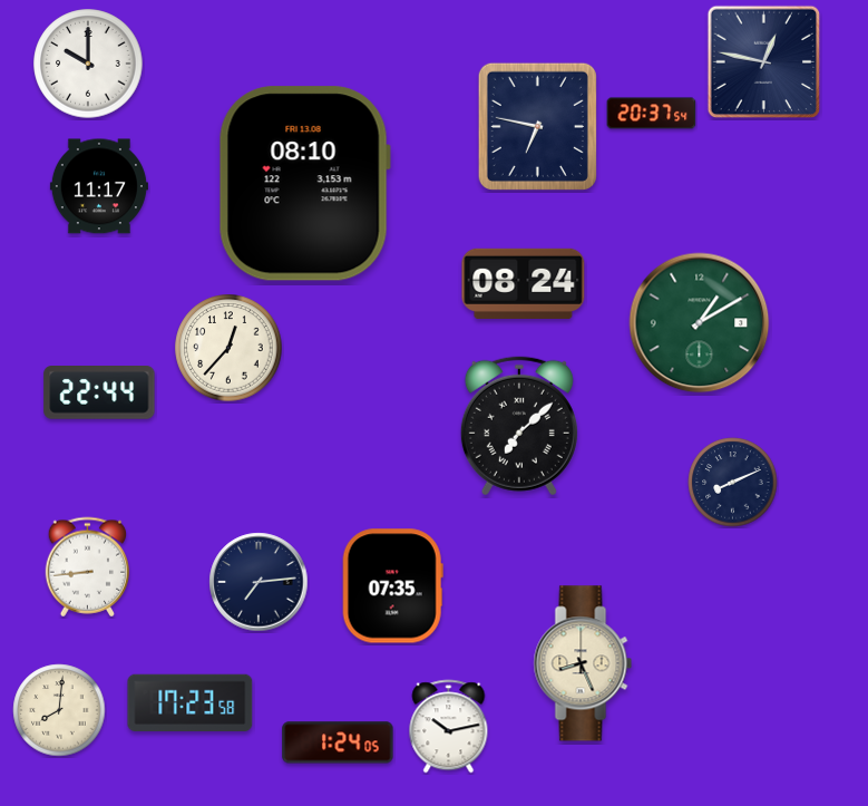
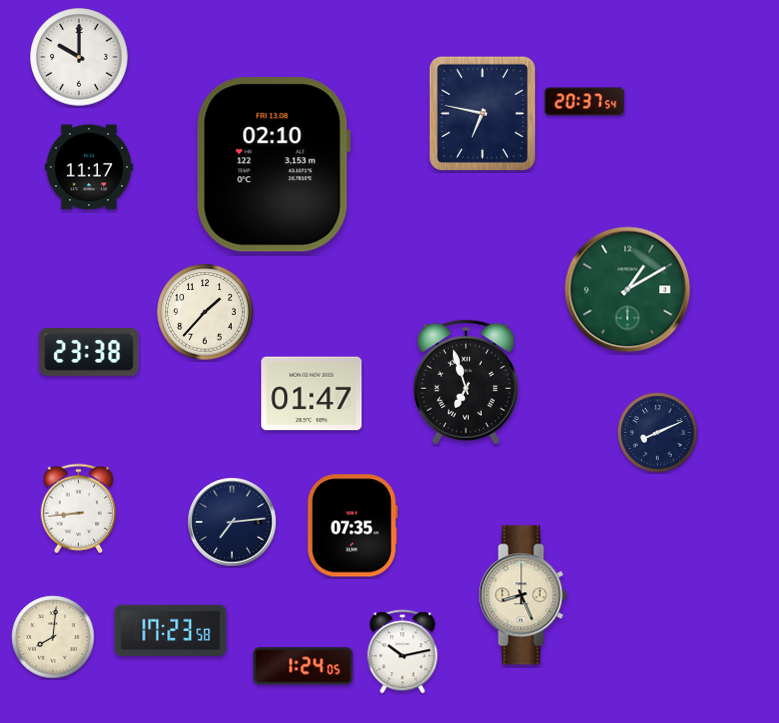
clock at (764, 62): 12:47 -> none
clock at (304, 184): 08:10 -> 02:10
clock at (524, 283): 08:24 -> none
clock at (228, 348): 12:37 -> 1:37
clock at (99, 392): 22:44 -> 23:38
clock at (519, 426): 7:08 -> 6:57
clock at (312, 394): none -> 01:47
